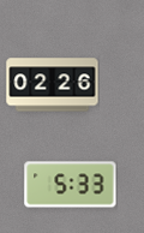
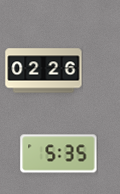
clock at (71, 185): 5:33 -> 5:35
